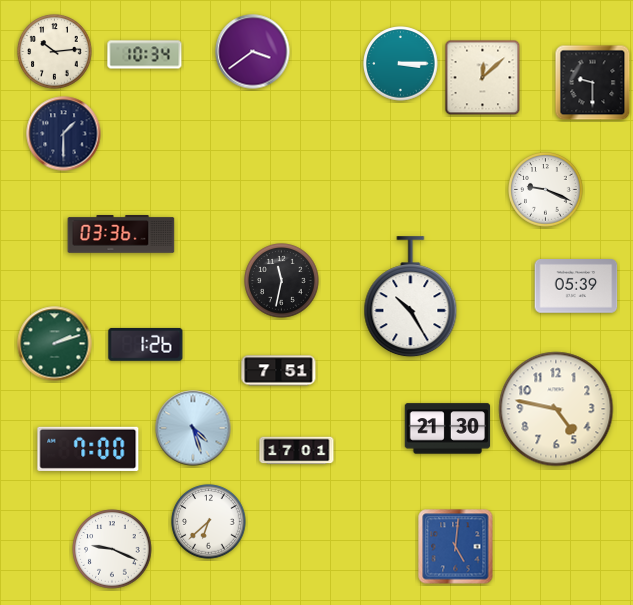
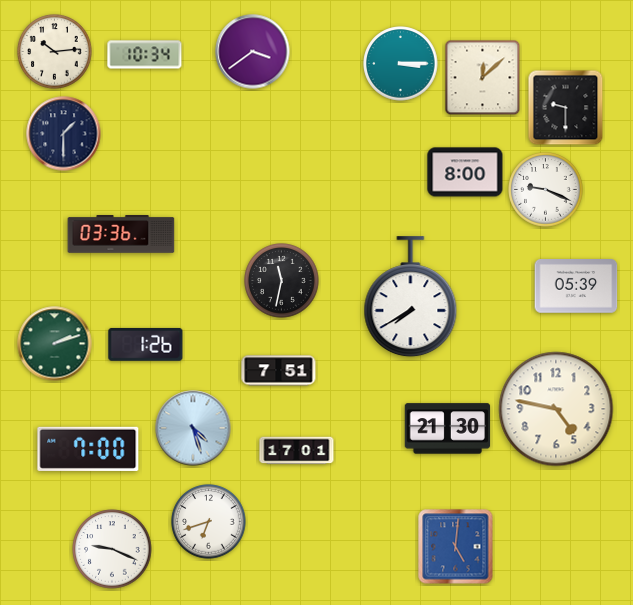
clock at (593, 83) position: (593, 83) -> (566, 108)
clock at (465, 172): none -> 8:00
clock at (411, 297): 10:25 -> 7:40
clock at (209, 522): 6:38 -> 6:42
